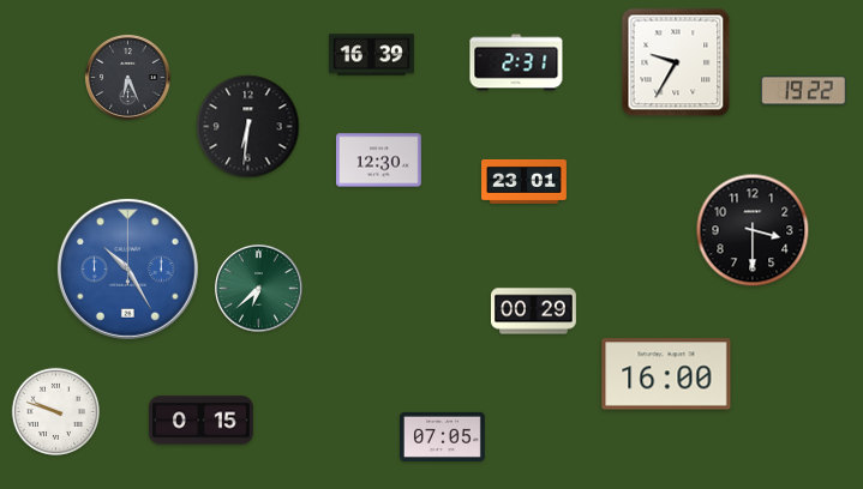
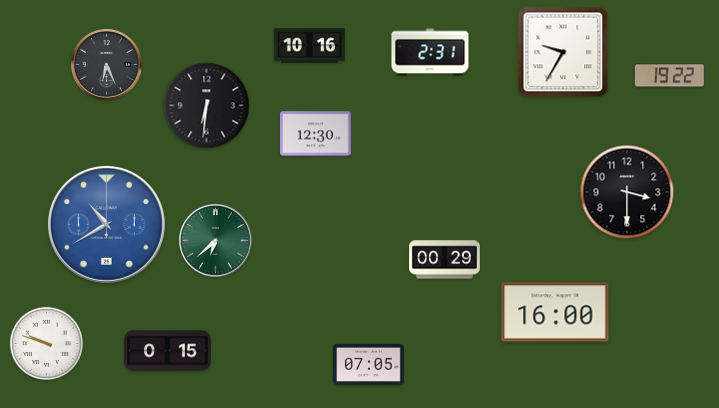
clock at (372, 55): 16:39 -> 10:16
clock at (525, 181): 23:01 -> none
clock at (127, 268): 10:25 -> 10:40
